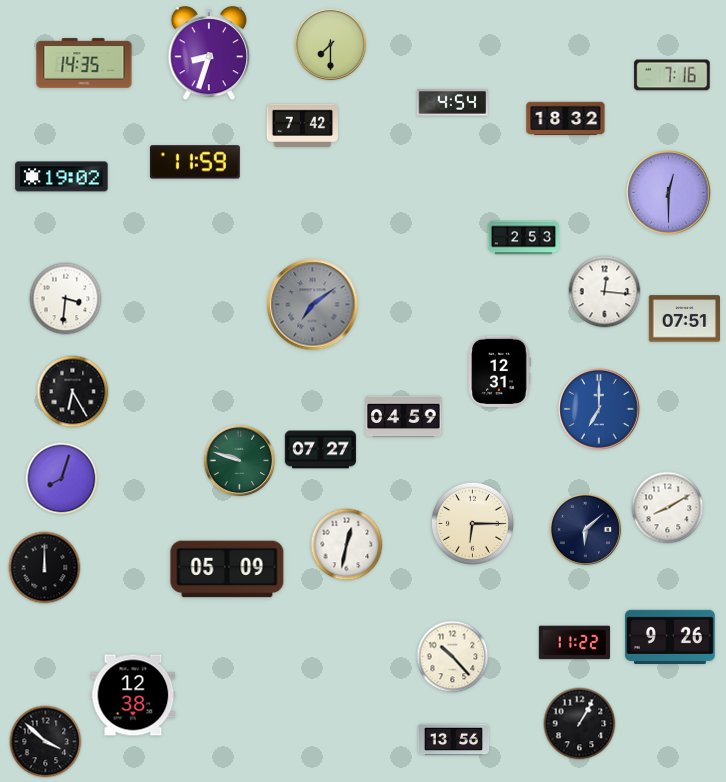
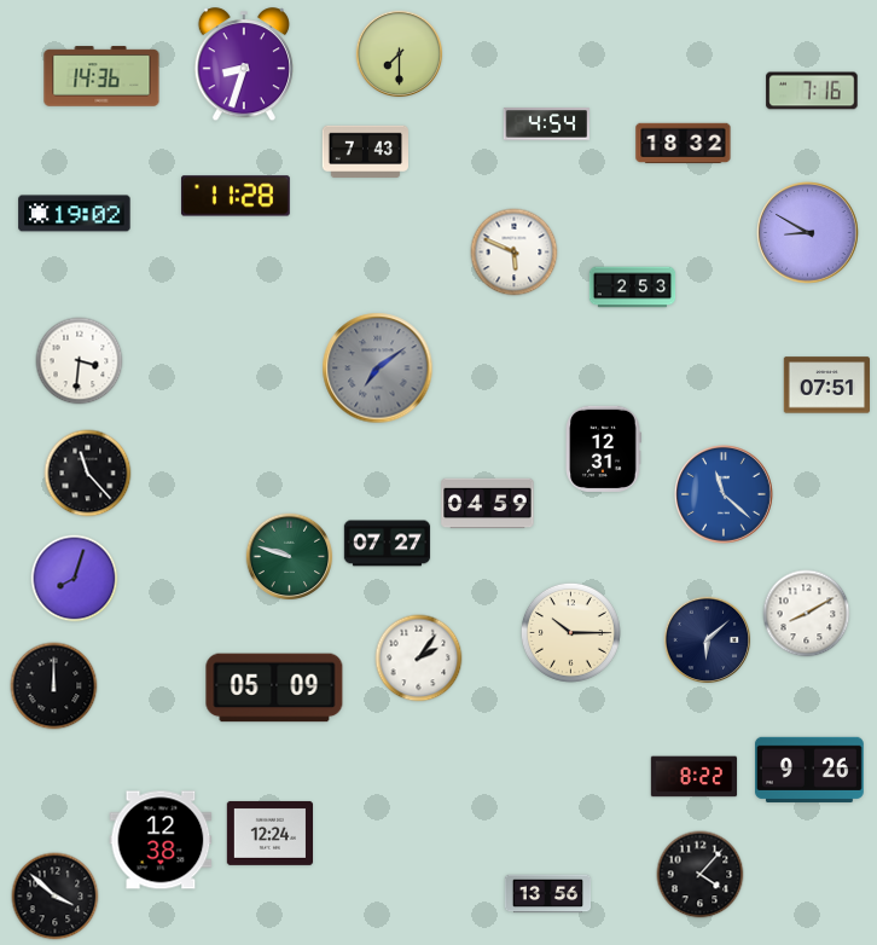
clock at (208, 54) position: (208, 54) -> (243, 65)
clock at (84, 63): 14:35 -> 14:36
clock at (302, 125): 7:42 -> 7:43
clock at (195, 162): 11:59 -> 11:28
clock at (669, 193): 12:30 -> 8:50
clock at (515, 253): none -> 5:49
clock at (605, 292): 12:16 -> none
clock at (73, 392): 6:25 -> 11:23
clock at (600, 410): 7:00 -> 11:22
clock at (472, 523): 6:15 -> 10:15
clock at (347, 545): 12:32 -> 2:06
clock at (575, 643): 11:22 -> 8:22
clock at (453, 657): 10:23 -> none
clock at (269, 833): none -> 12:24
clock at (580, 724): 1:05 -> 4:07
